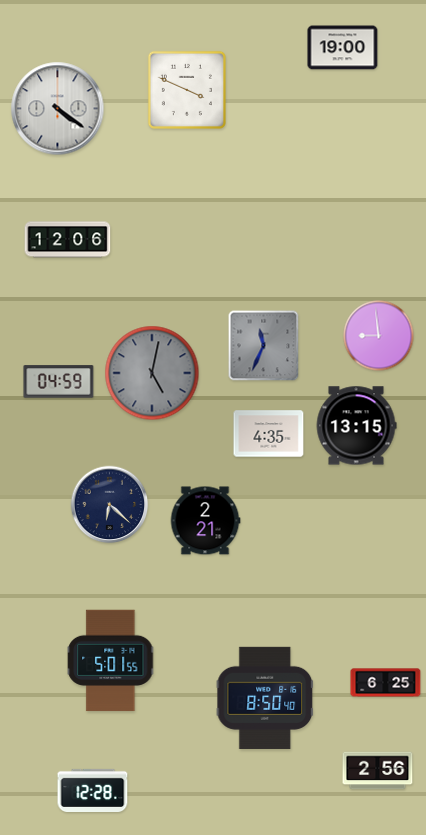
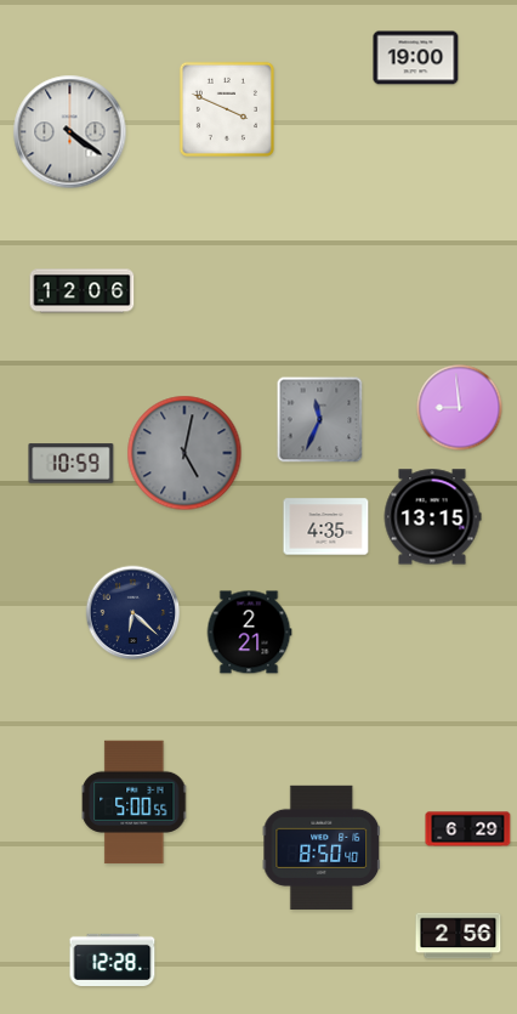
clock at (59, 382): 04:59 -> 10:59
clock at (111, 661): 5:01 -> 5:00
clock at (386, 683): 6:25 -> 6:29
